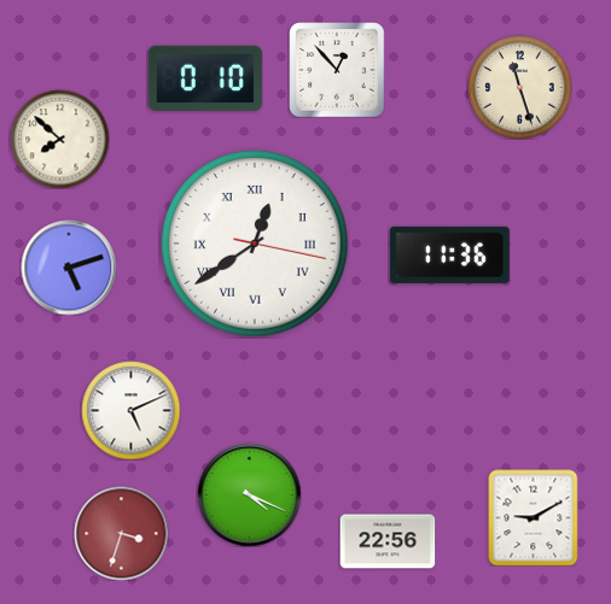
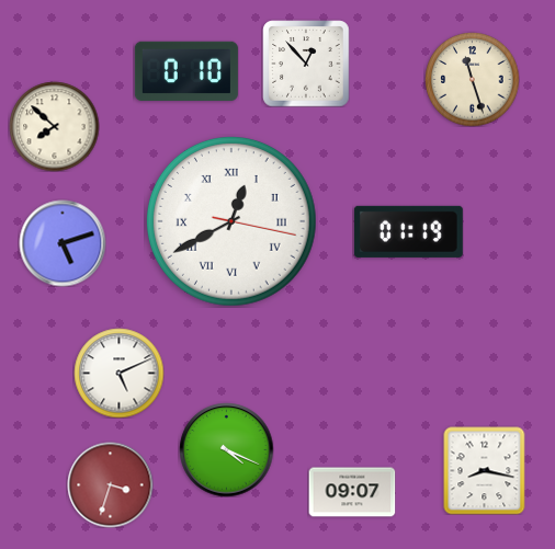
clock at (255, 244): 12:39 -> 12:40
clock at (449, 254): 11:36 -> 01:19
clock at (534, 517): 9:10 -> 8:17
clock at (388, 541): 22:56 -> 09:07
